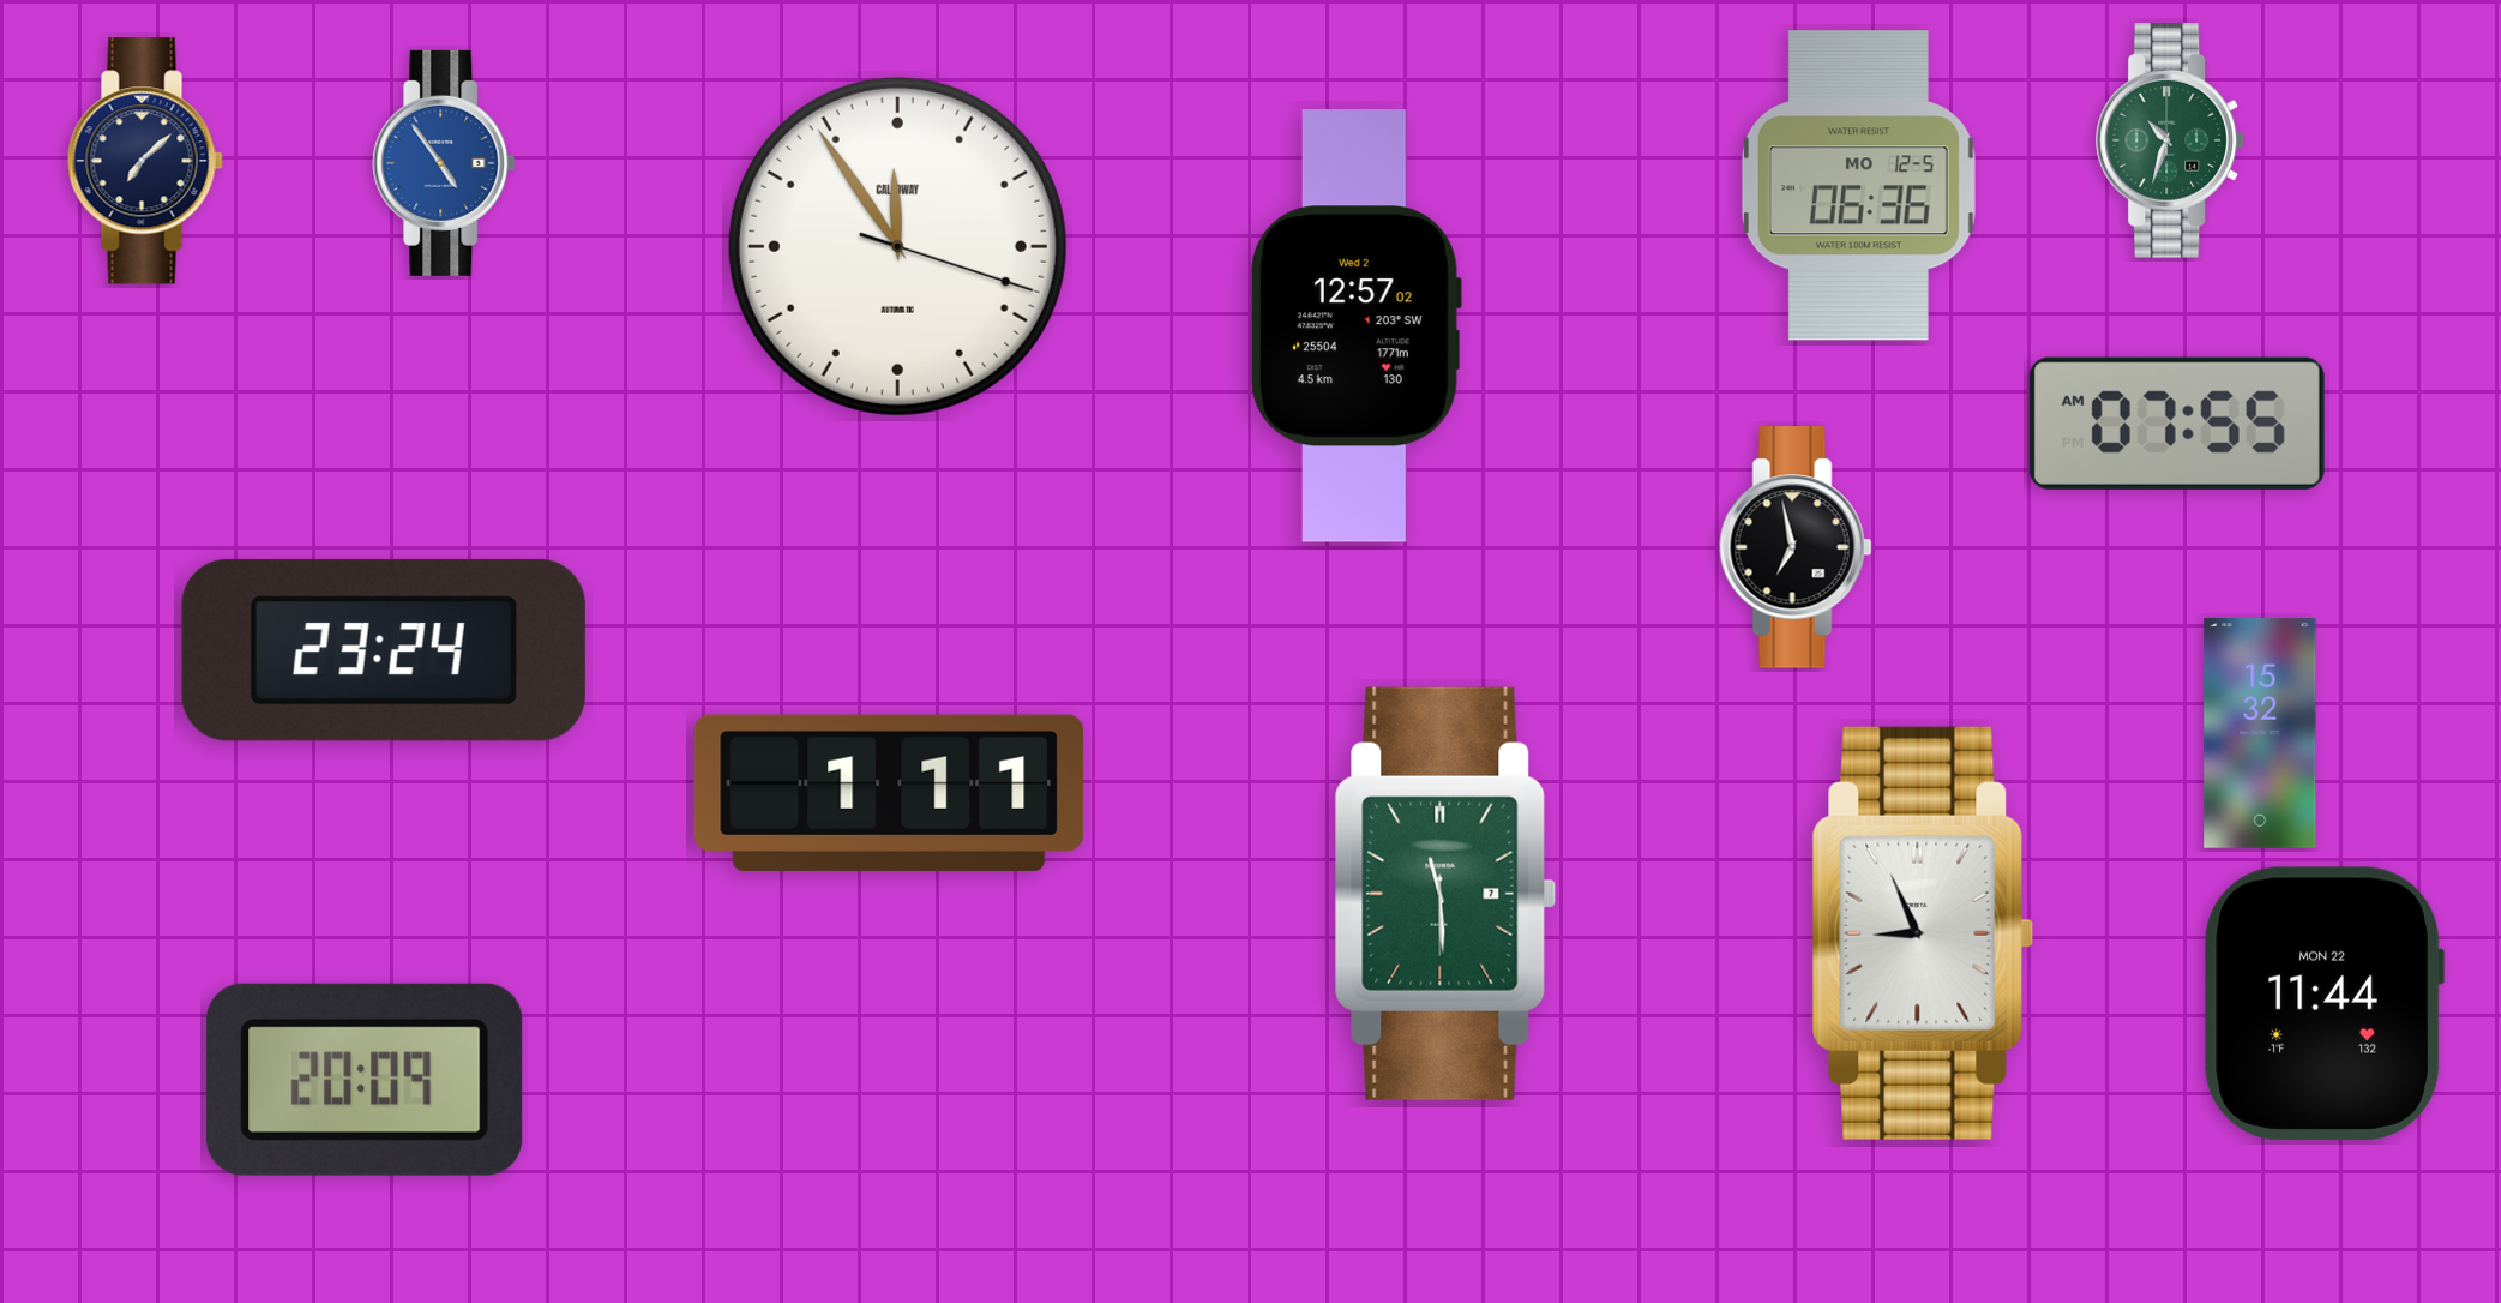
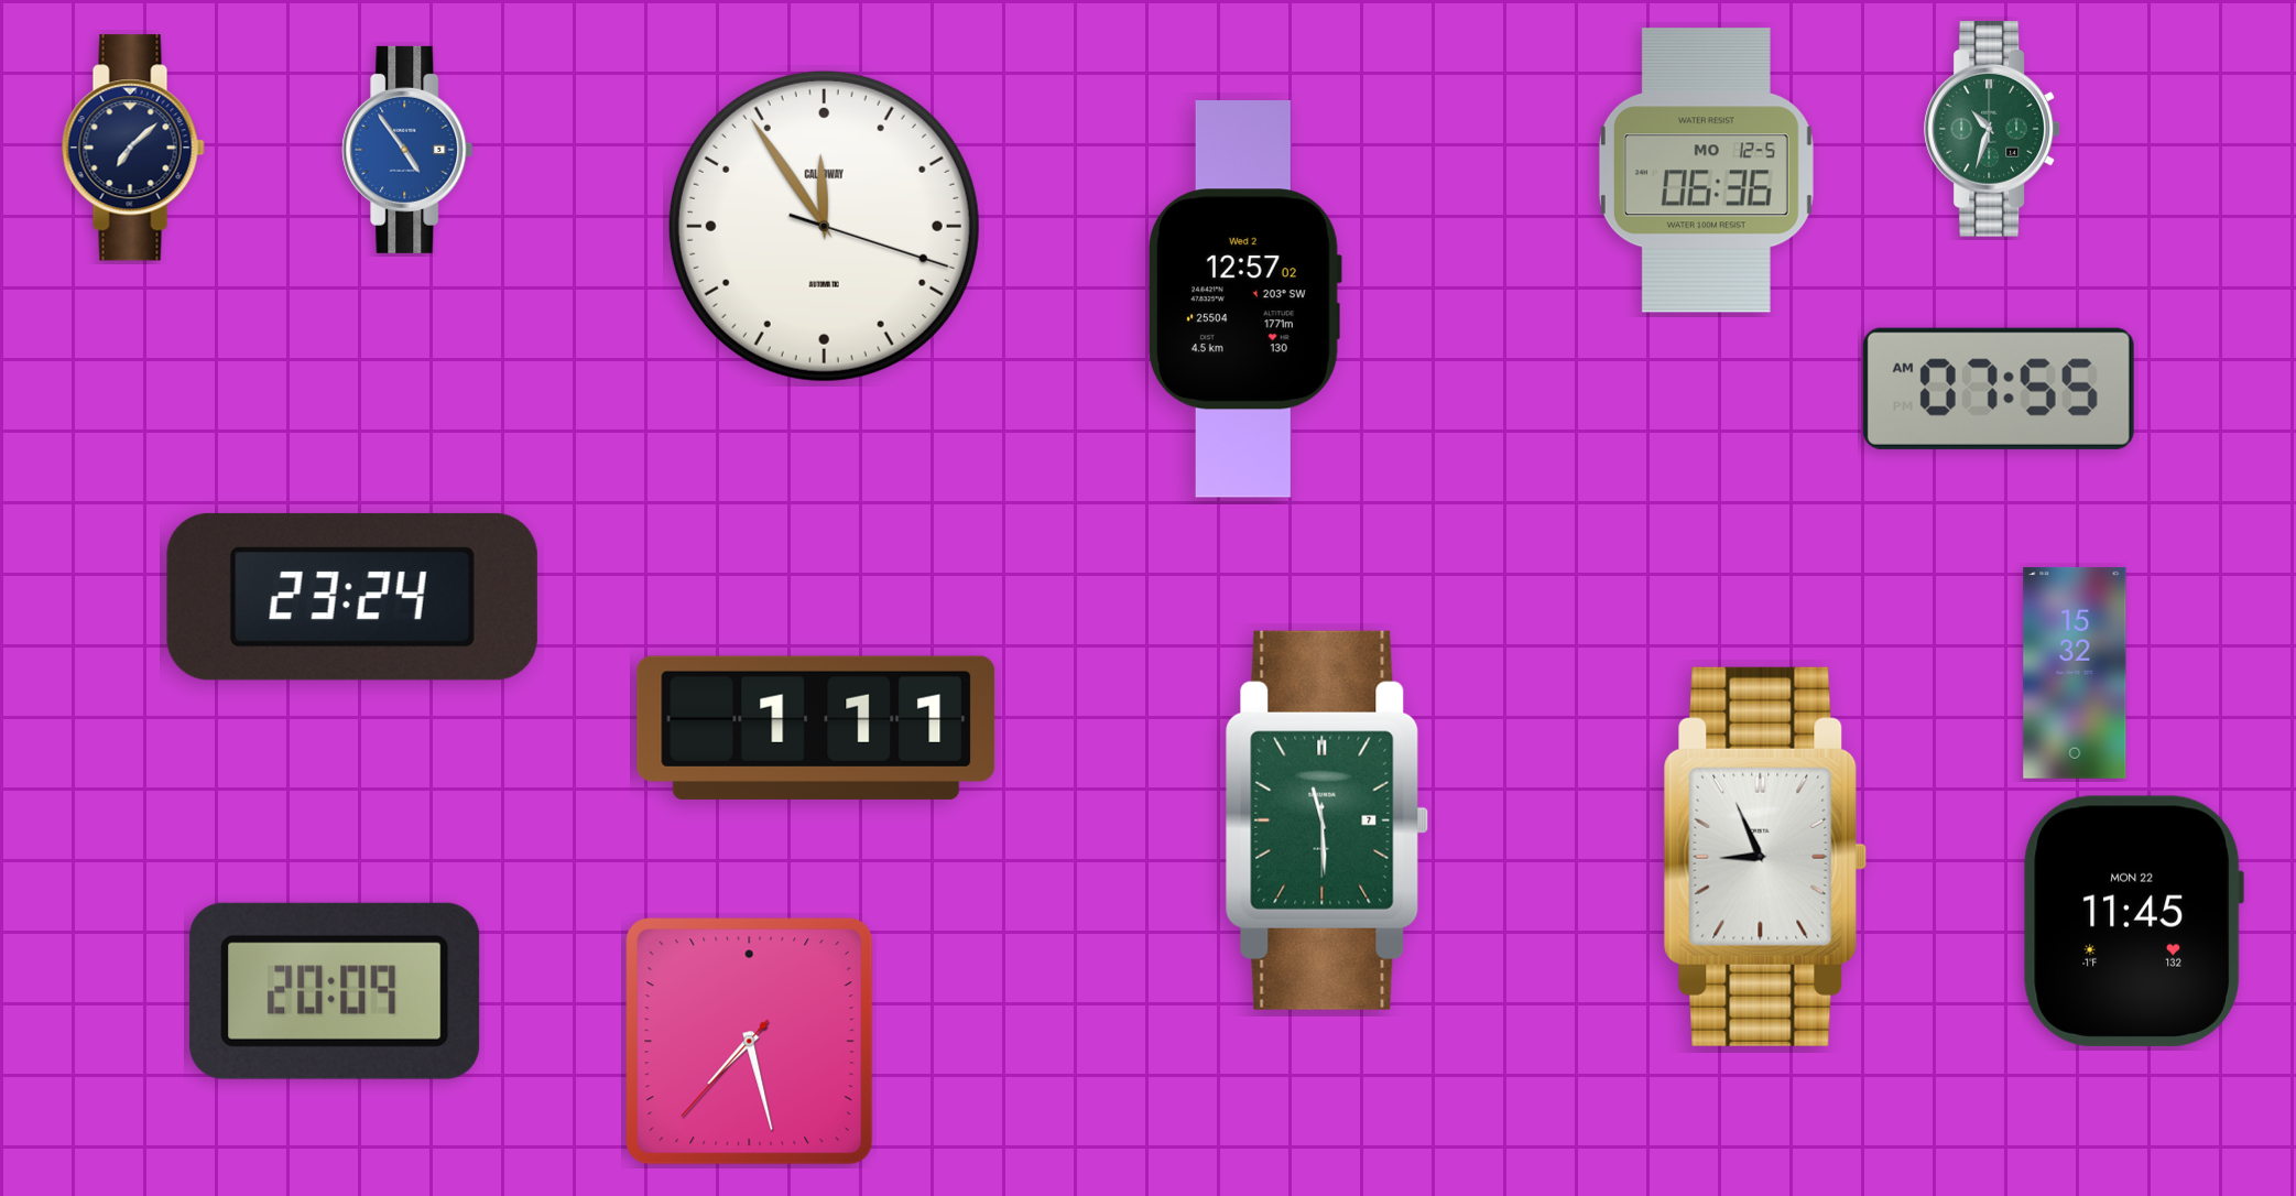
clock at (1796, 547): 6:58 -> none
clock at (2323, 1003): 11:44 -> 11:45
clock at (750, 1042): none -> 7:27
